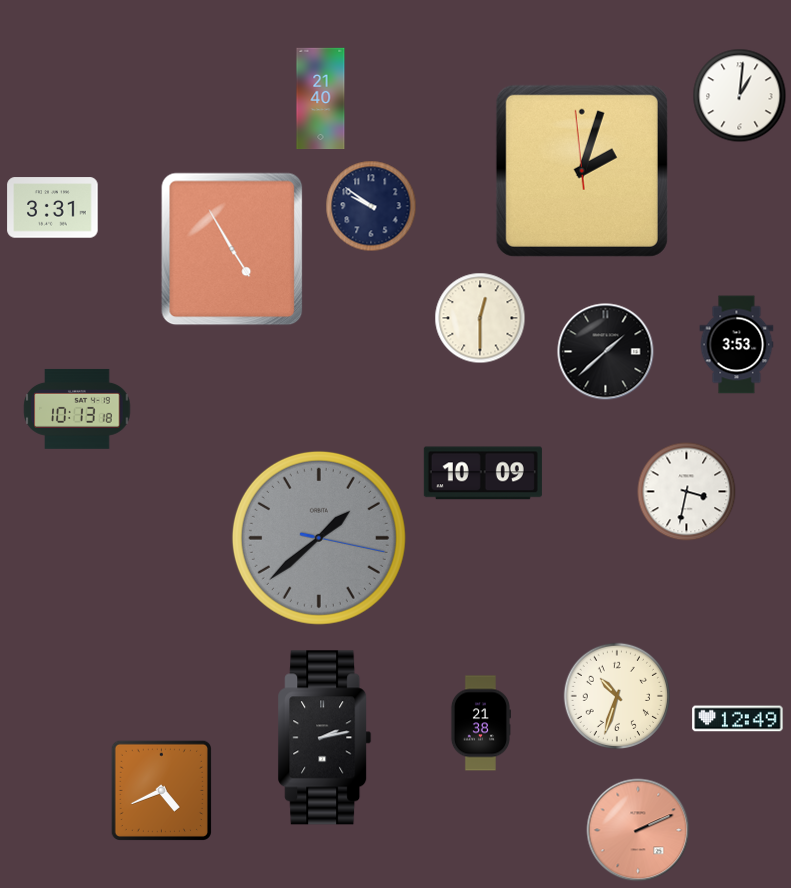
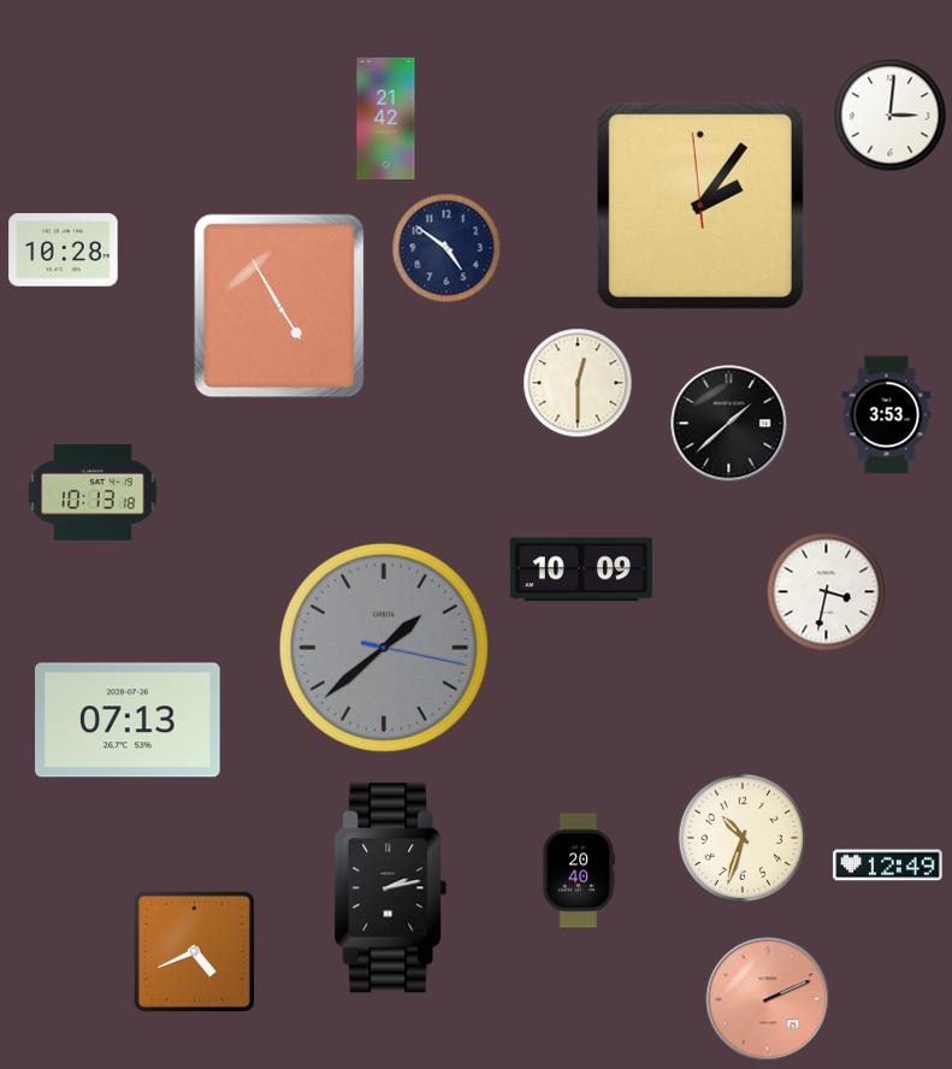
clock at (740, 96): 1:01 -> 3:01
clock at (321, 99): 21:40 -> 21:42
clock at (582, 171): 2:02 -> 2:05
clock at (371, 206): 9:51 -> 4:51
clock at (53, 208): 3:31 -> 10:28
clock at (232, 249) position: (232, 249) -> (279, 306)
clock at (128, 720): none -> 07:13
clock at (480, 723): 21:38 -> 20:40
